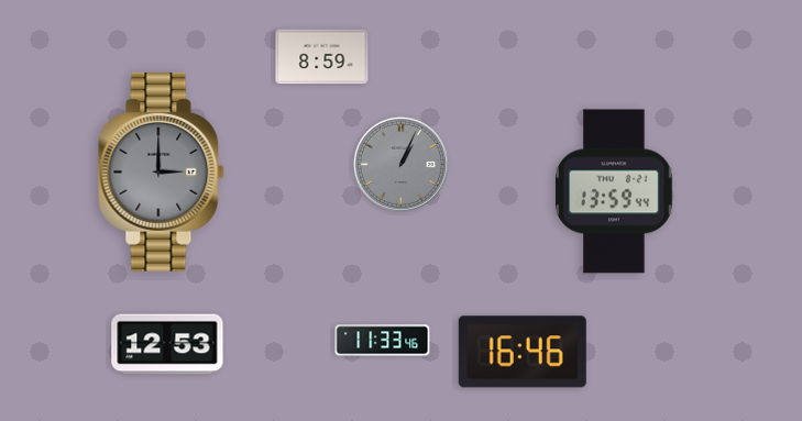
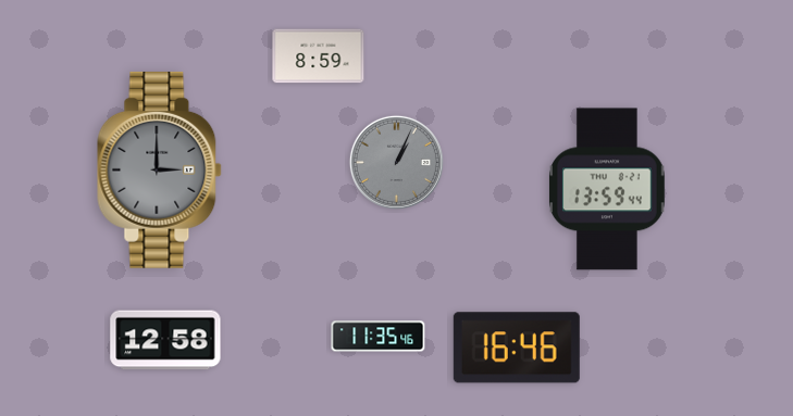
clock at (383, 341): 11:33 -> 11:35
clock at (167, 344): 12:53 -> 12:58
